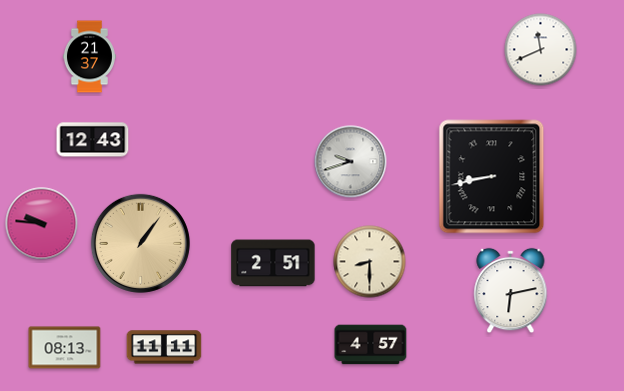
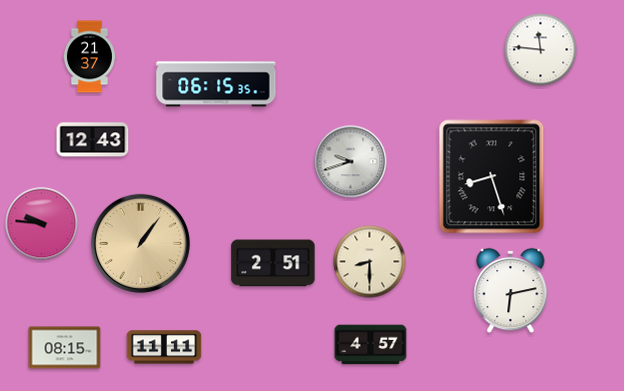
clock at (541, 50): 11:41 -> 11:46
clock at (216, 84): none -> 06:15
clock at (492, 177): 8:43 -> 8:27
clock at (65, 348): 08:13 -> 08:15
